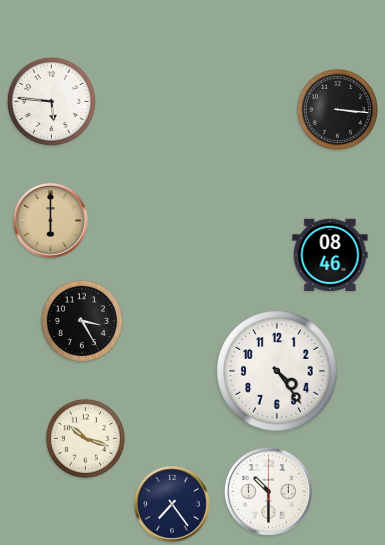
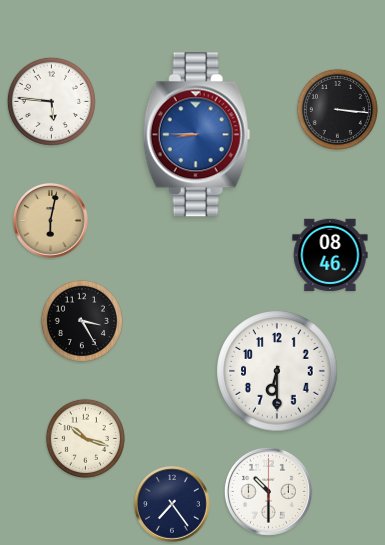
clock at (196, 135): none -> 8:45
clock at (51, 221): 6:00 -> 6:02
clock at (277, 371): 4:24 -> 6:30
